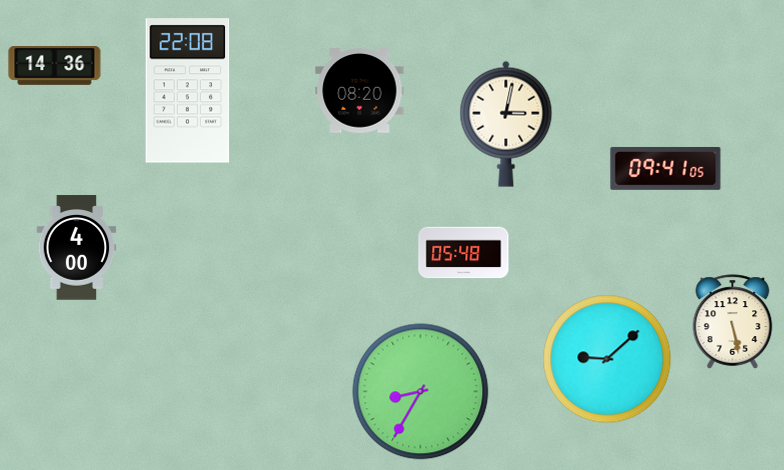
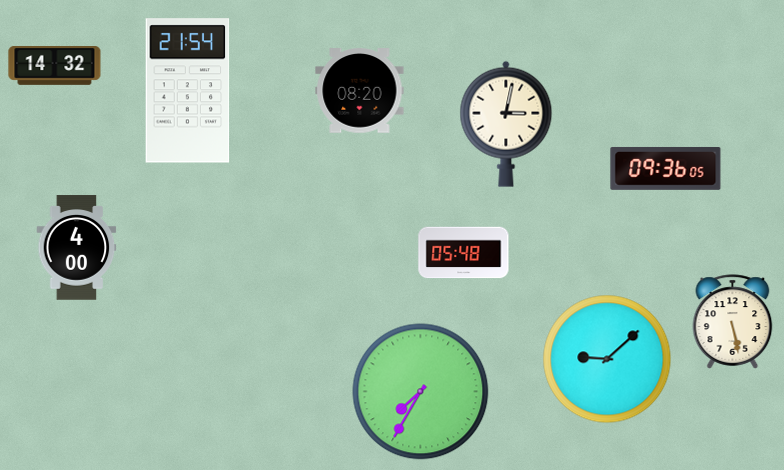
clock at (55, 66): 14:36 -> 14:32
clock at (188, 91): 22:08 -> 21:54
clock at (666, 168): 09:41 -> 09:36
clock at (421, 392): 8:35 -> 7:35
